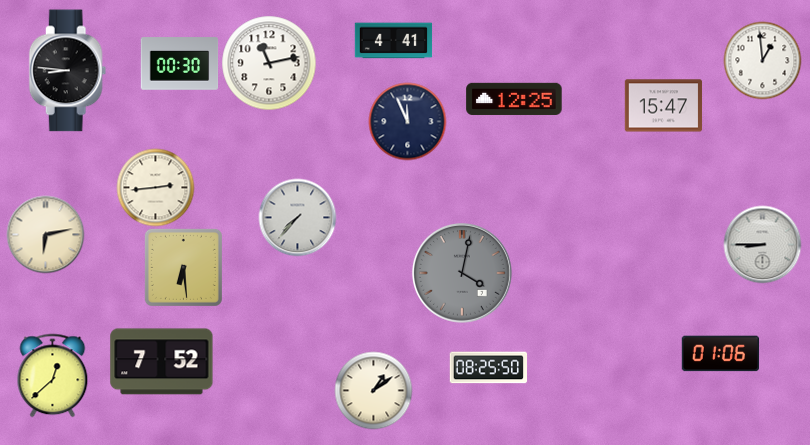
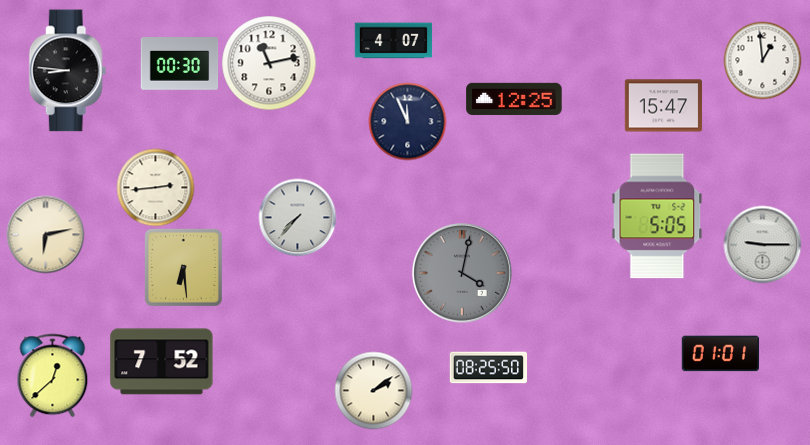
clock at (393, 41): 4:41 -> 4:07
clock at (657, 216): none -> 5:05
clock at (762, 244): 8:45 -> 9:15
clock at (720, 354): 01:06 -> 01:01
clock at (373, 390): 1:09 -> 2:09
